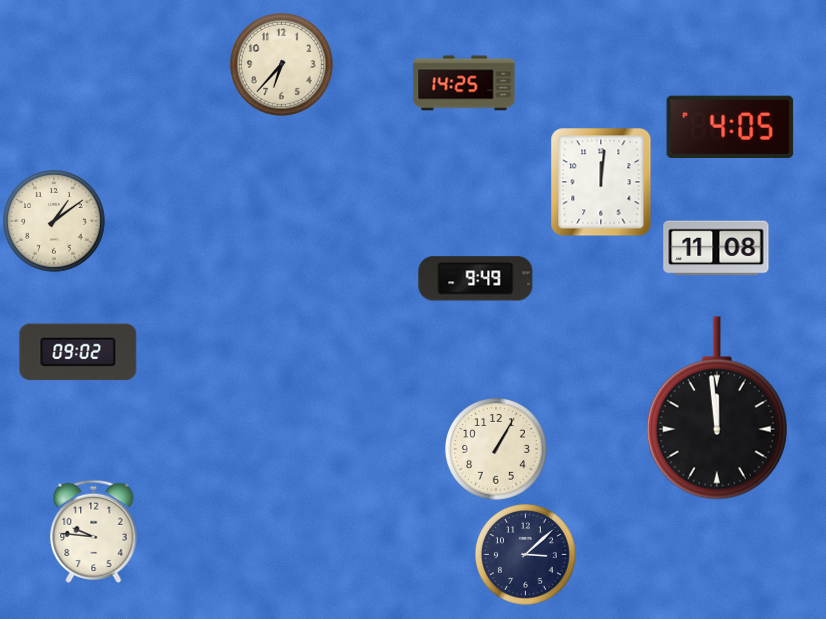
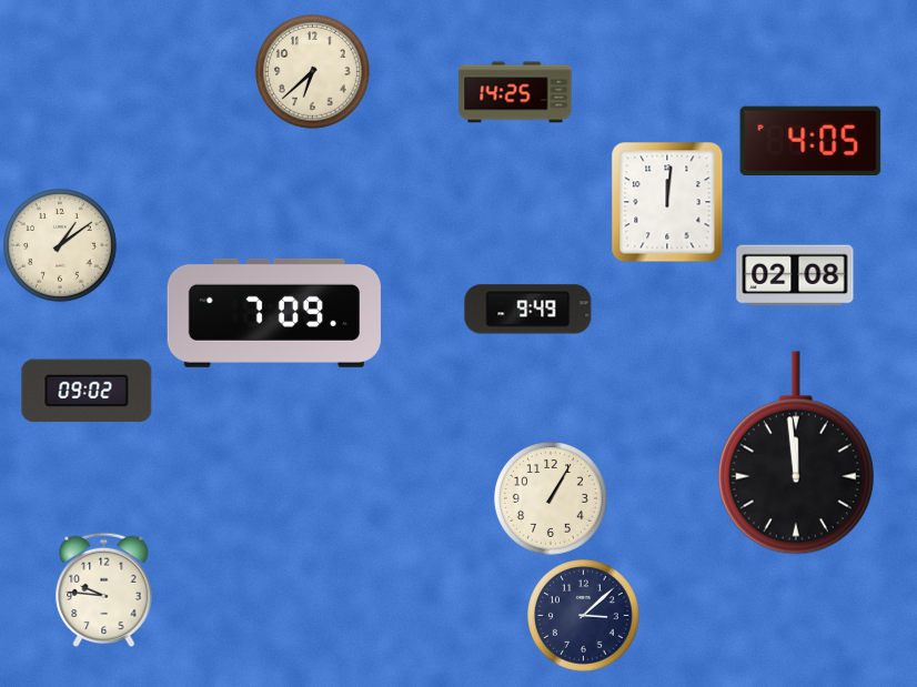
clock at (282, 65): 6:37 -> 6:38
clock at (716, 248): 11:08 -> 02:08
clock at (273, 313): none -> 7:09
